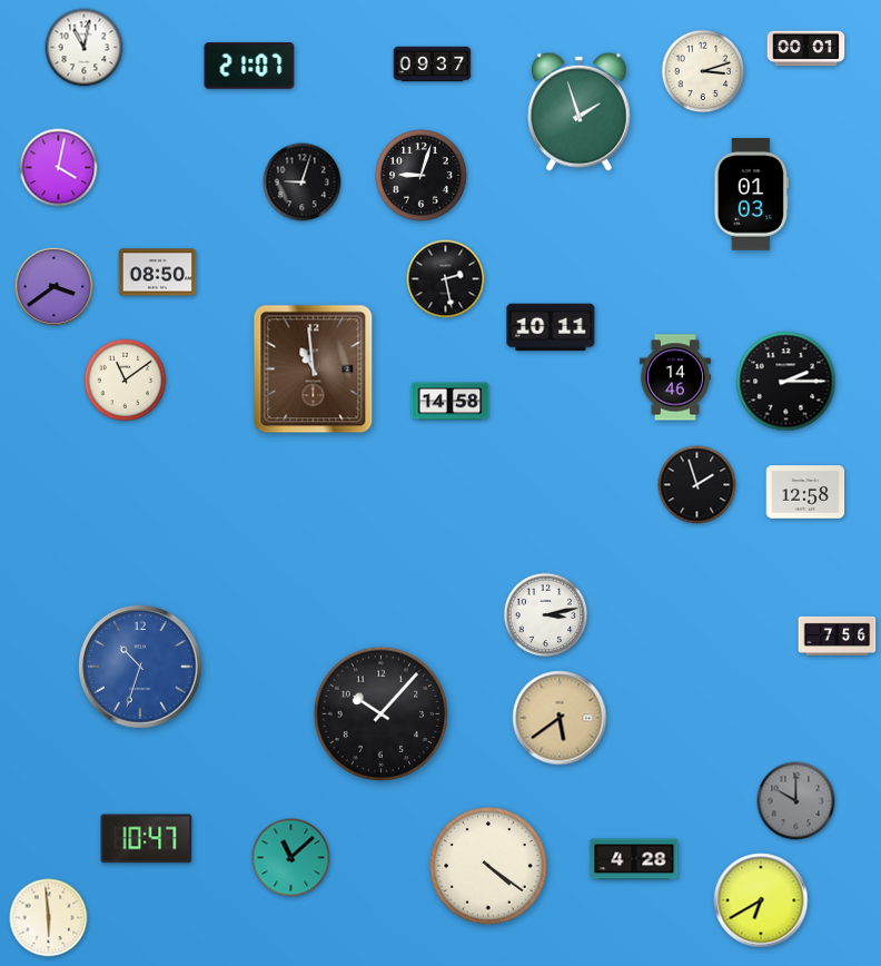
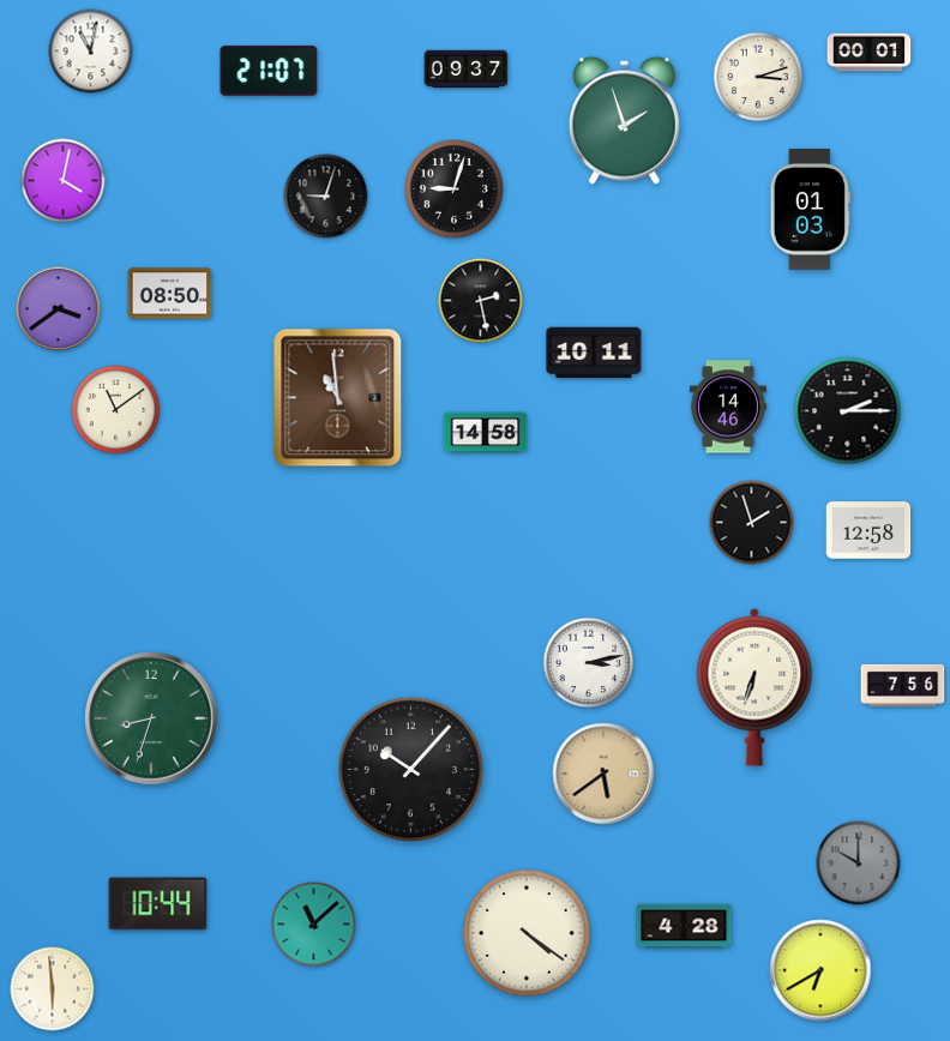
clock at (126, 381) position: (126, 381) -> (116, 410)
clock at (754, 687): none -> 6:33
clock at (140, 667): 10:33 -> 8:33
clock at (140, 667) dial: blue -> green
clock at (147, 839): 10:47 -> 10:44
